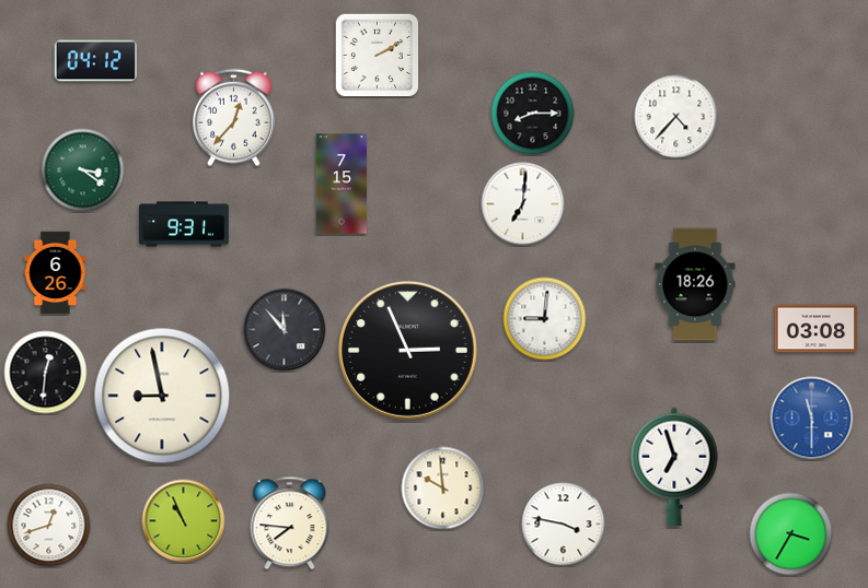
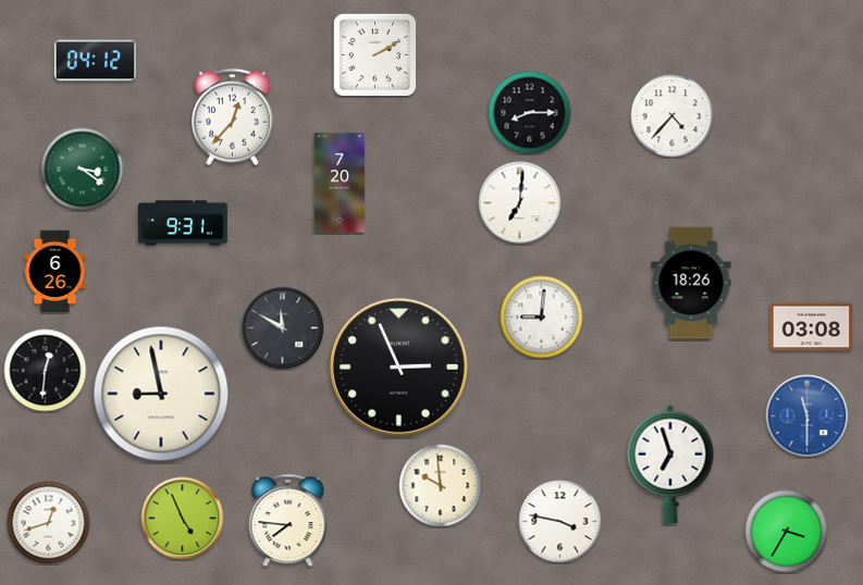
clock at (342, 184): 7:15 -> 7:20
clock at (285, 330): 11:53 -> 11:50
clock at (407, 350) position: (407, 350) -> (398, 366)
clock at (184, 521): 10:56 -> 4:56
